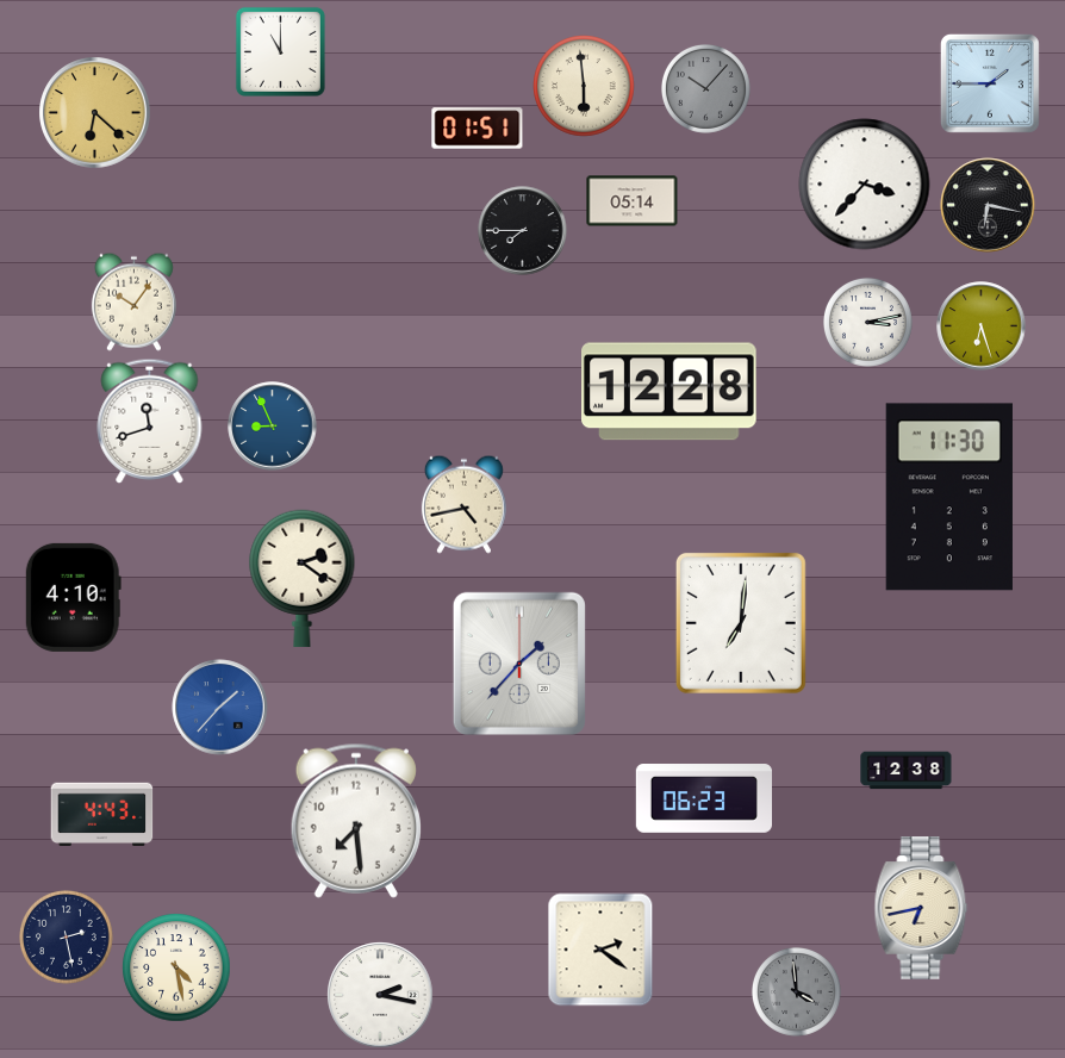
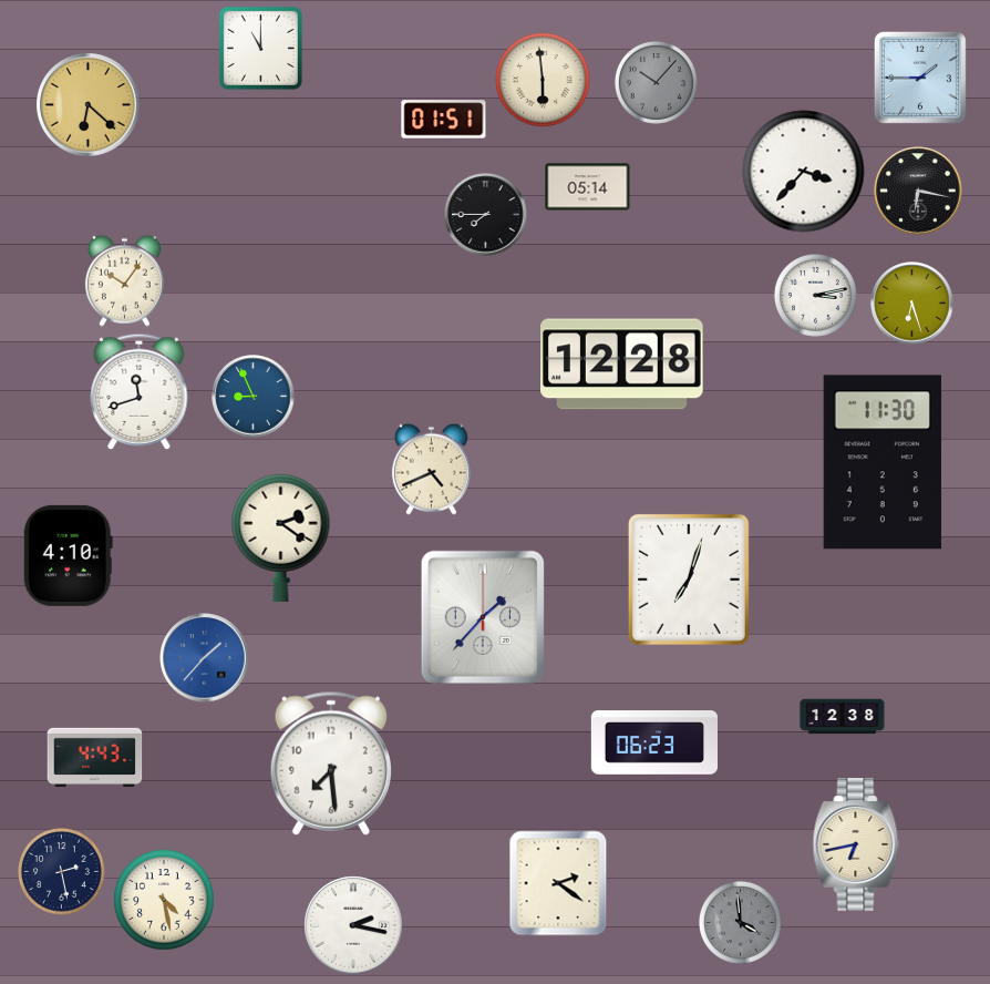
clock at (867, 322) position: (867, 322) -> (815, 295)
clock at (463, 504): 4:43 -> 4:41
clock at (741, 623): 7:01 -> 7:03
